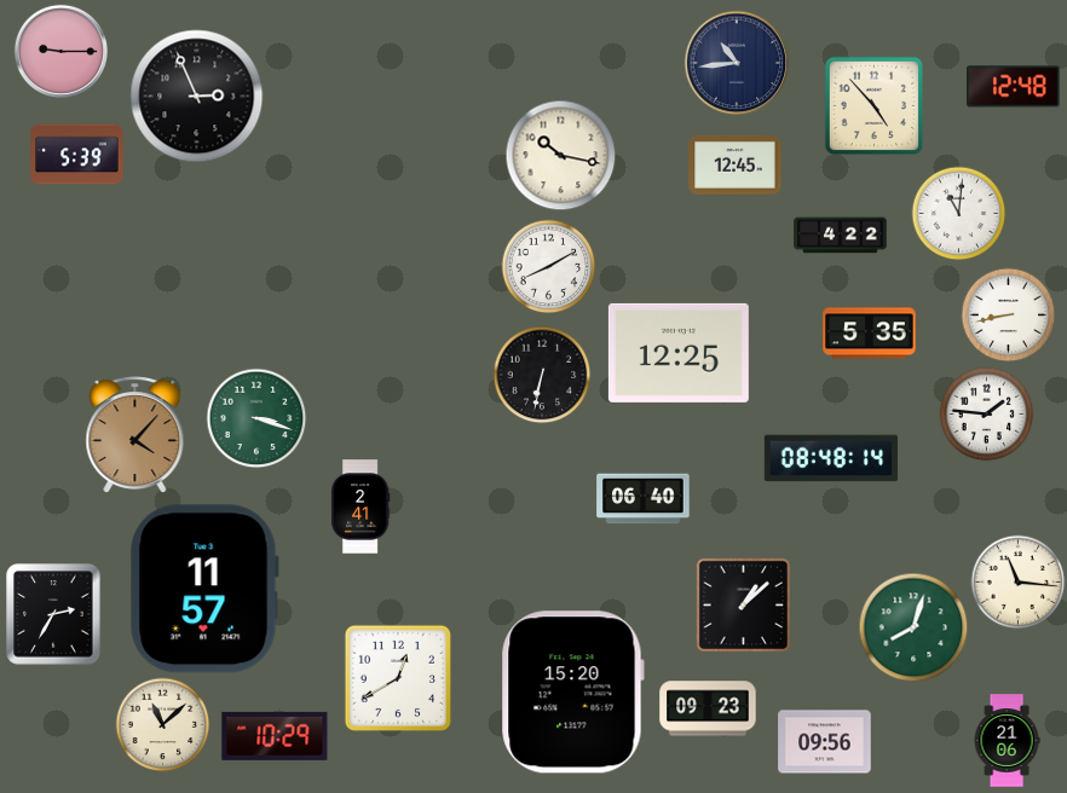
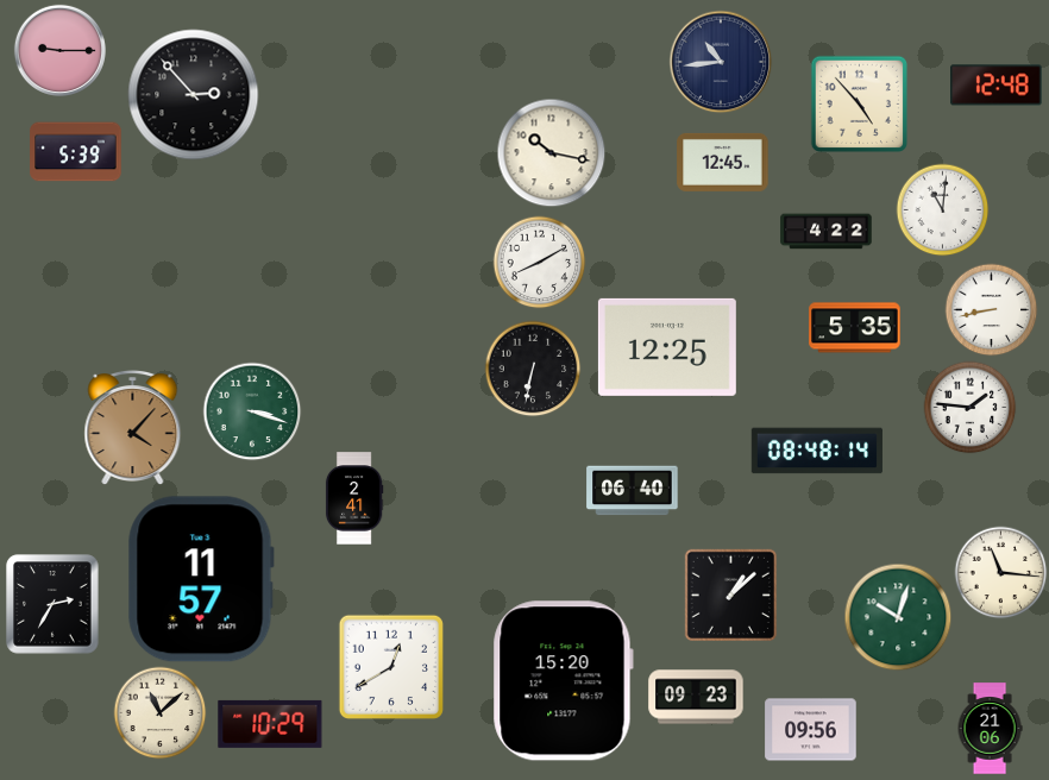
clock at (737, 63) position: (737, 63) -> (721, 62)
clock at (197, 97): 2:56 -> 2:53
clock at (913, 627): 8:03 -> 10:03
